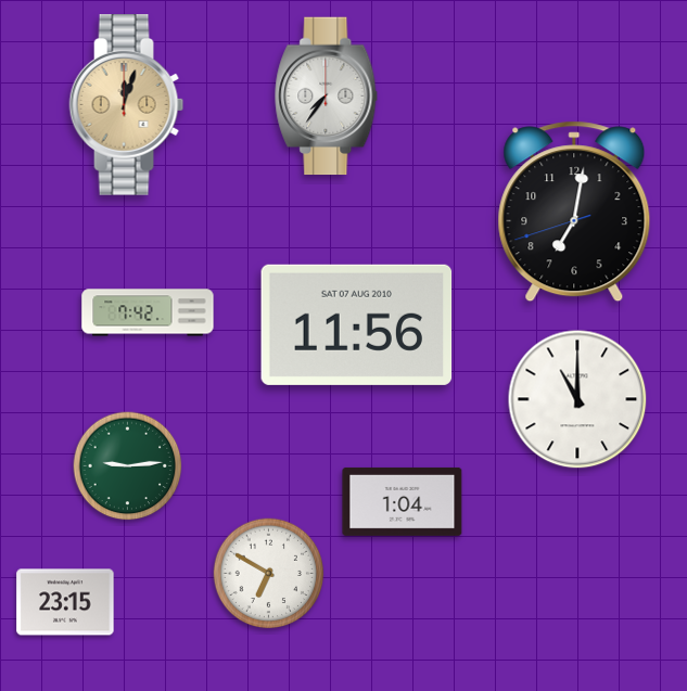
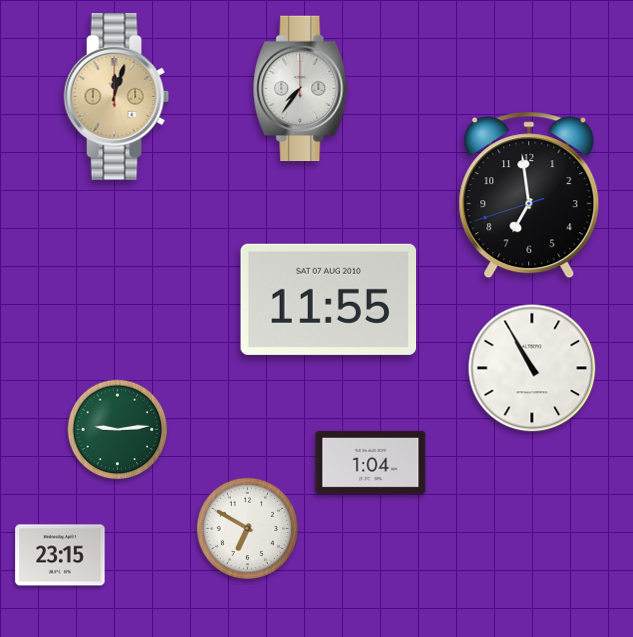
clock at (574, 212): 7:01 -> 6:58
clock at (148, 312): 7:42 -> none
clock at (357, 324): 11:56 -> 11:55
clock at (577, 399): 11:00 -> 10:55
